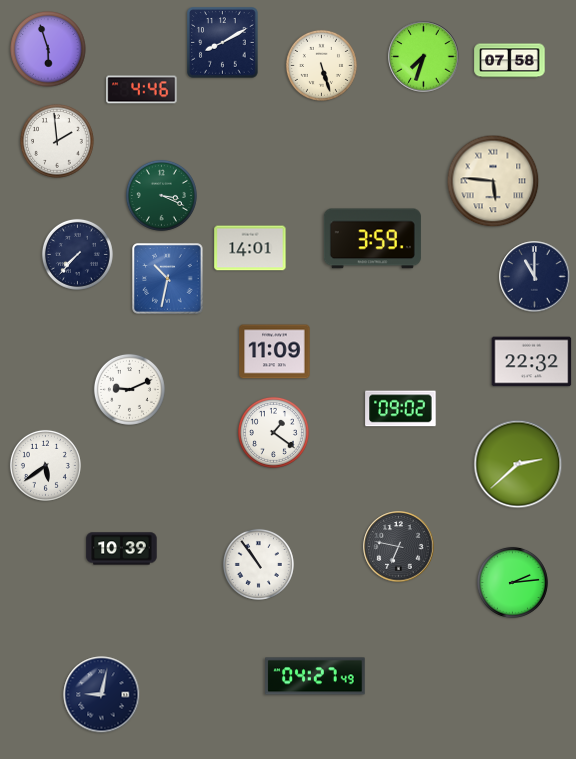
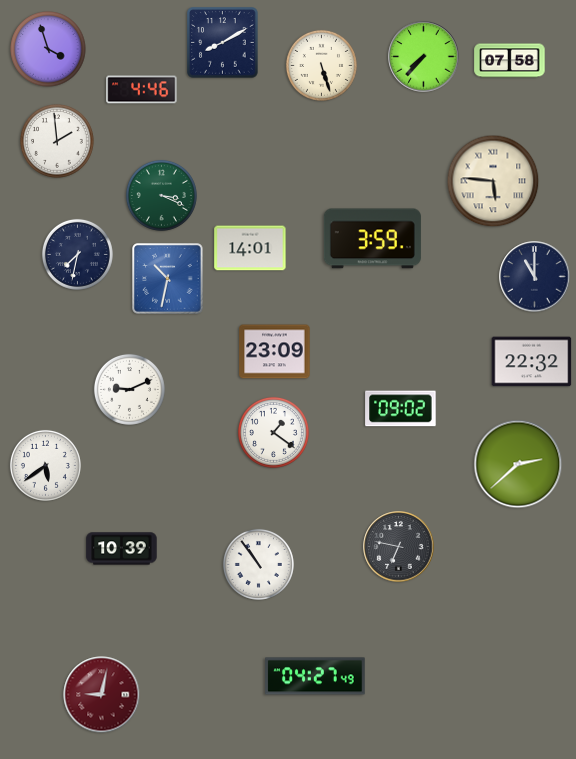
clock at (48, 49): 5:57 -> 3:57
clock at (424, 57): 7:33 -> 7:37
clock at (77, 254): 7:37 -> 7:32
clock at (275, 352): 11:09 -> 23:09
clock at (512, 582): 2:14 -> none
clock at (102, 695) dial: navy -> burgundy
